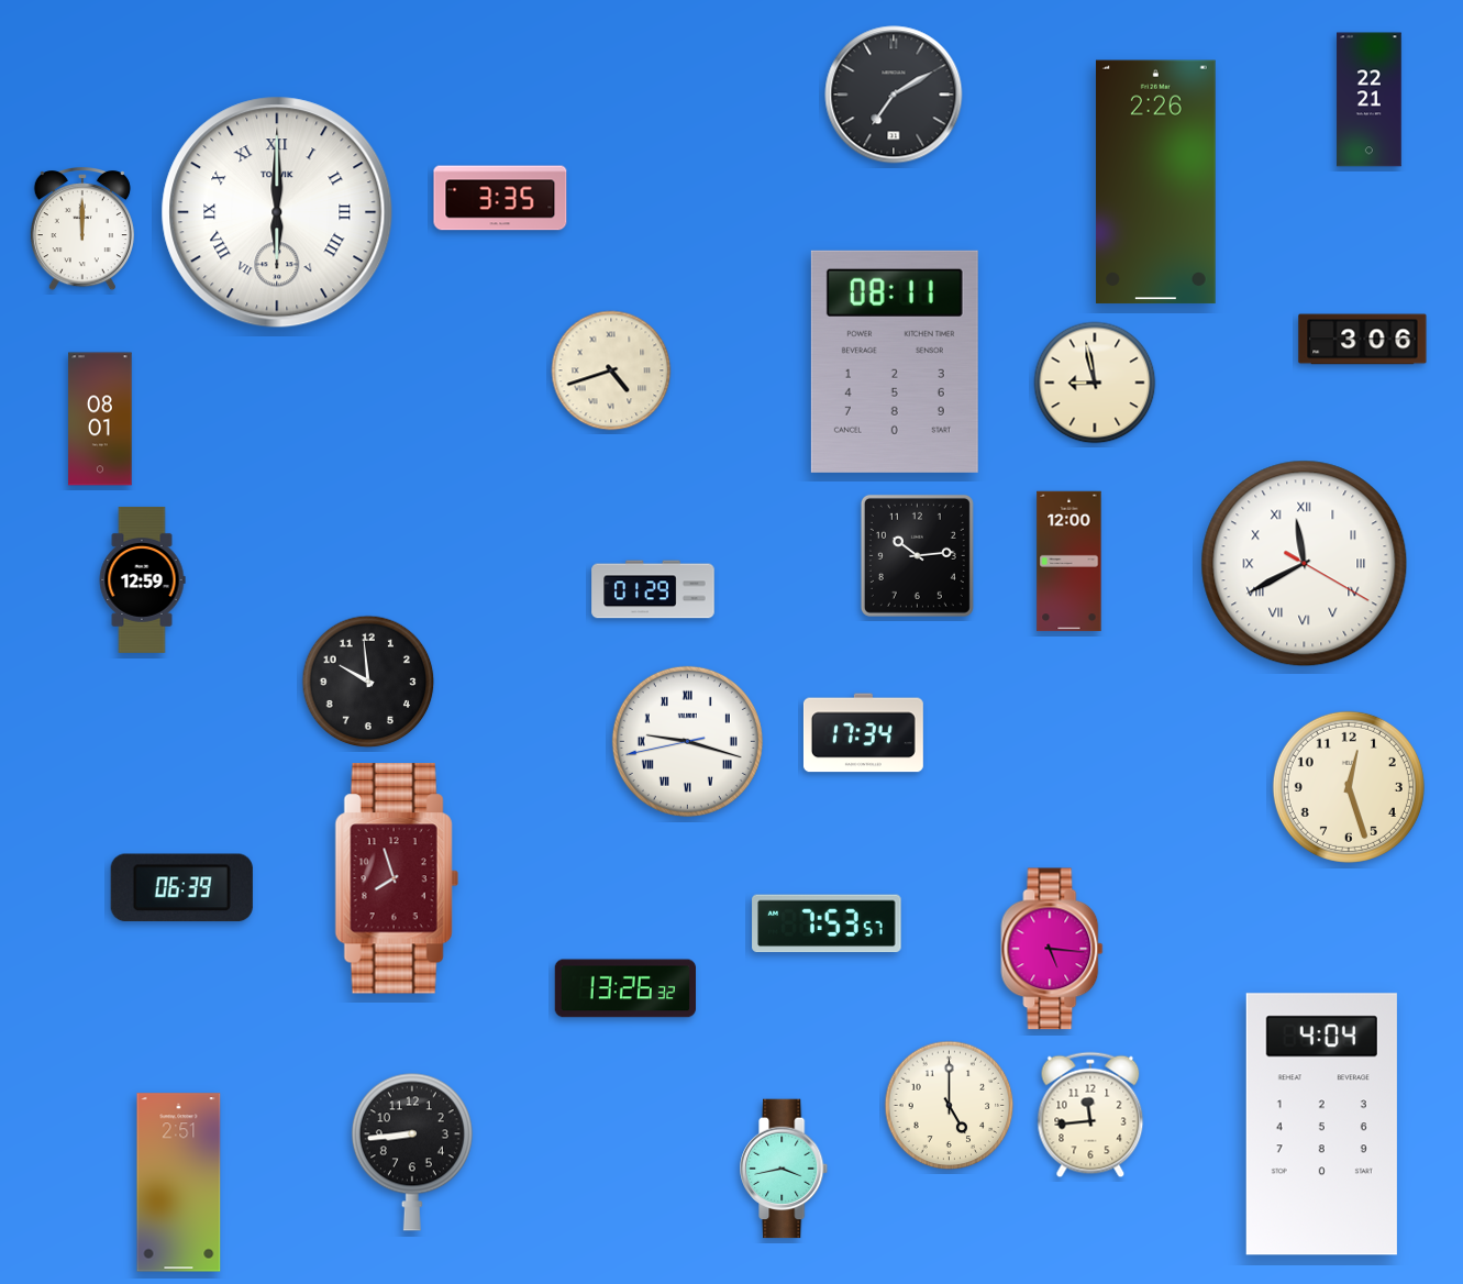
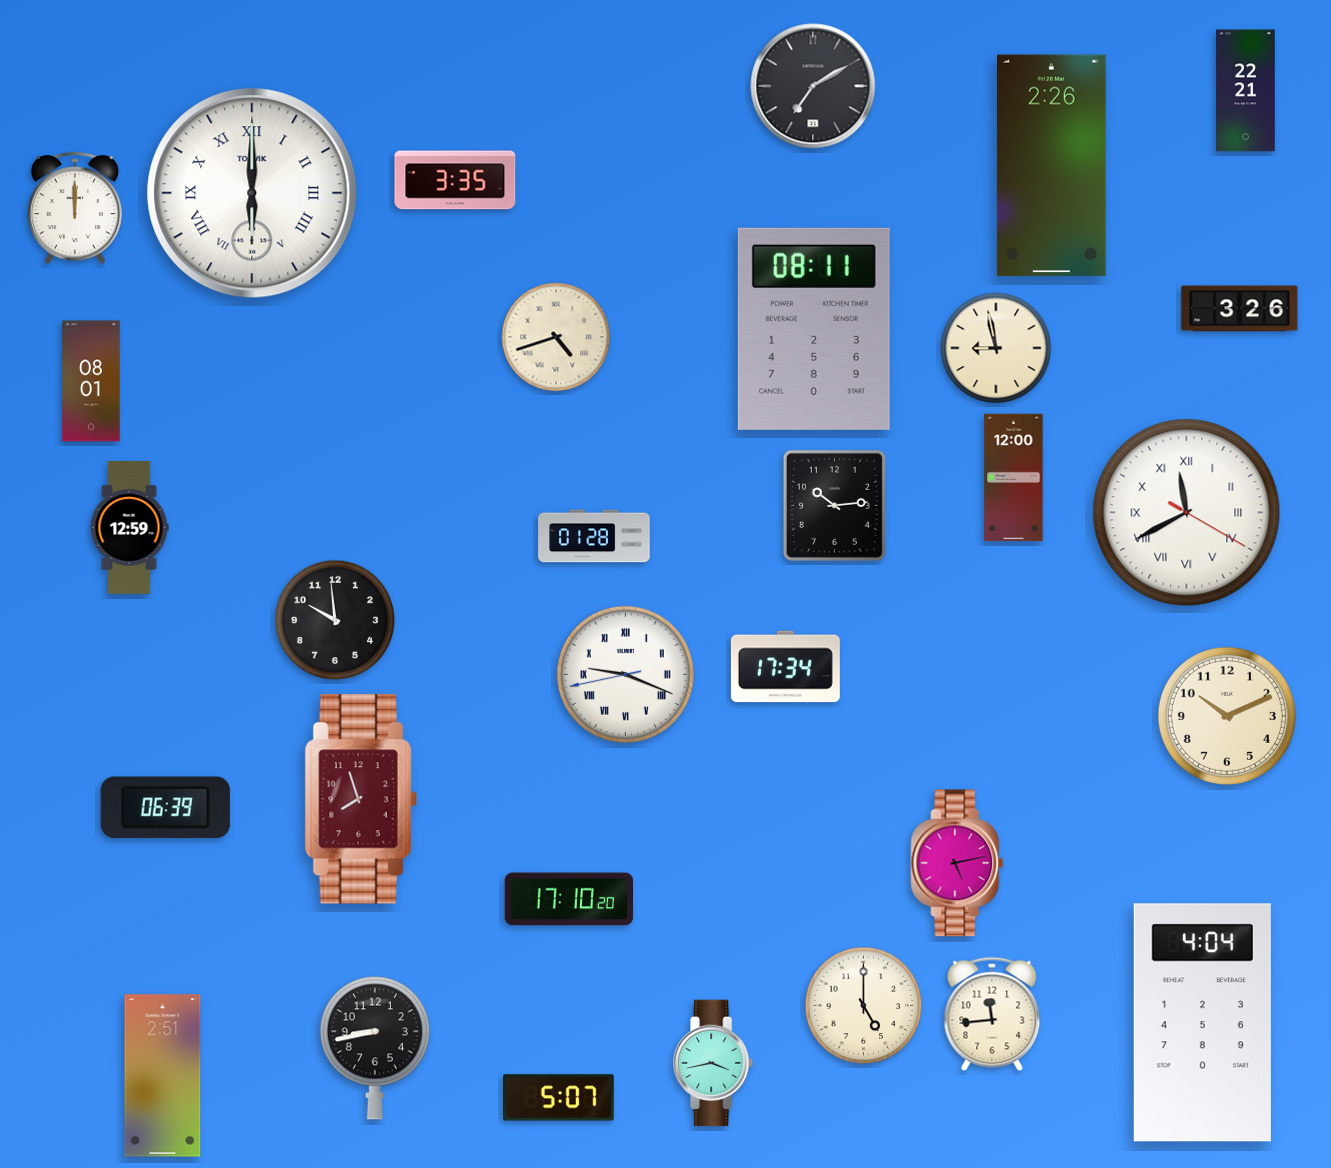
clock at (1363, 340): 3:06 -> 3:26
clock at (1069, 562) position: (1069, 562) -> (1014, 478)
clock at (653, 589): 01:29 -> 01:28
clock at (687, 741): 9:17 -> 9:18
clock at (1349, 787): 12:27 -> 10:11
clock at (827, 923): 7:53 -> none
clock at (1052, 949): 5:16 -> 5:13
clock at (624, 988): 13:26 -> 17:10
clock at (412, 1152): 8:44 -> 8:43
clock at (559, 1098): none -> 5:07
